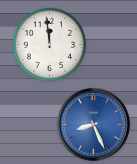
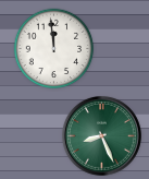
clock at (93, 124) dial: blue -> green
